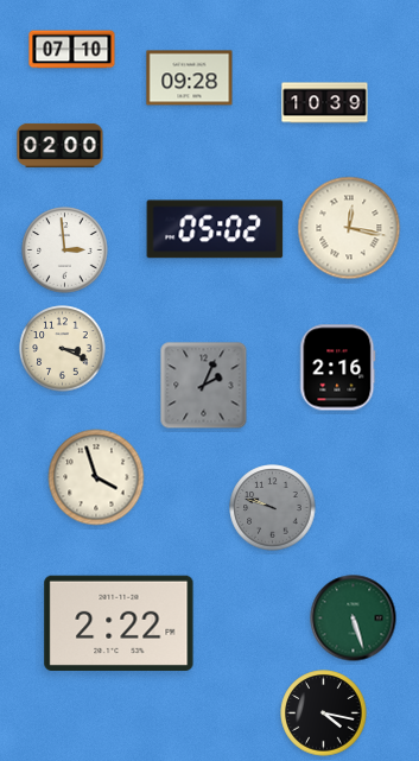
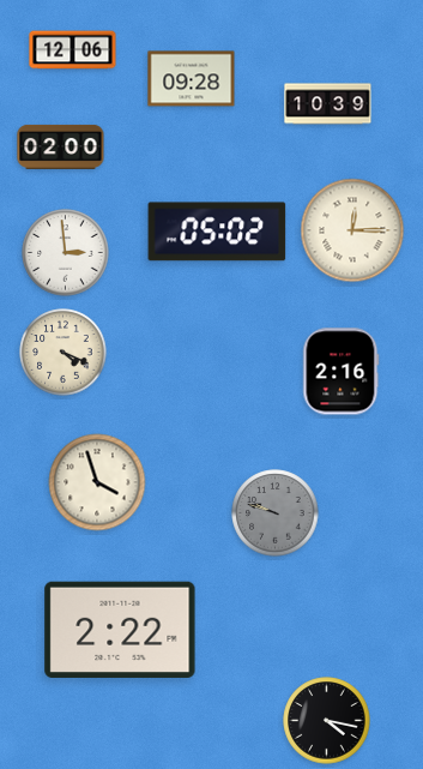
clock at (72, 50): 07:10 -> 12:06
clock at (349, 228): 12:17 -> 12:15
clock at (63, 349): 3:19 -> 4:19
clock at (204, 386): 2:04 -> none
clock at (354, 619): 5:27 -> none
